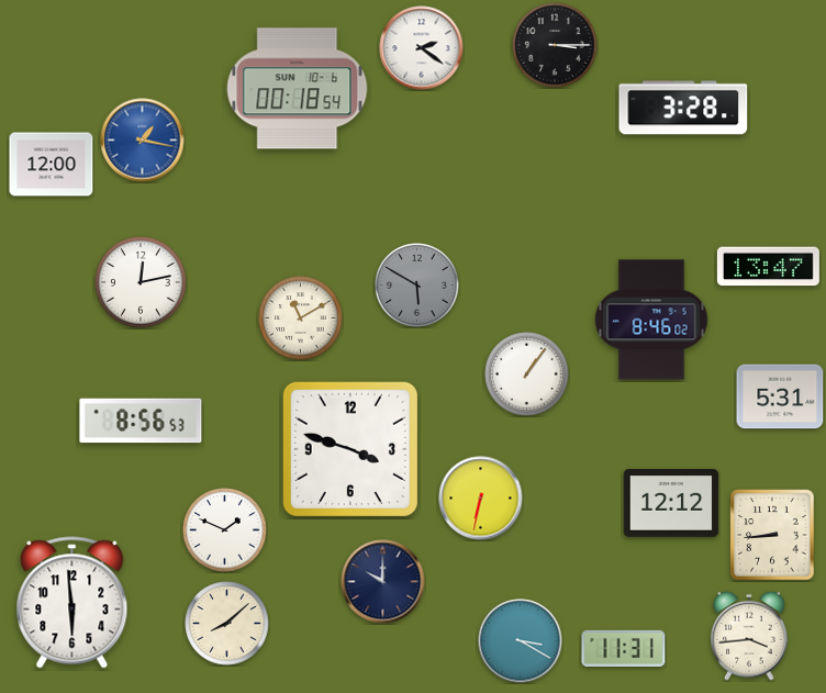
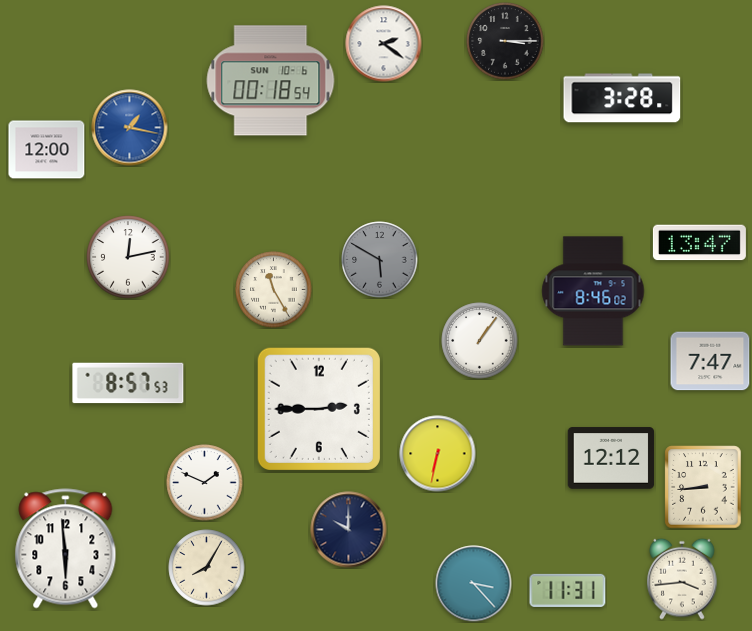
clock at (301, 318): 11:10 -> 11:25
clock at (780, 396): 5:31 -> 7:47
clock at (141, 421): 8:56 -> 8:57
clock at (350, 449): 3:48 -> 2:45
clock at (227, 624): 8:08 -> 8:05
clock at (521, 641): 3:20 -> 3:23
